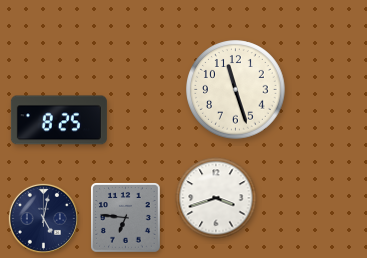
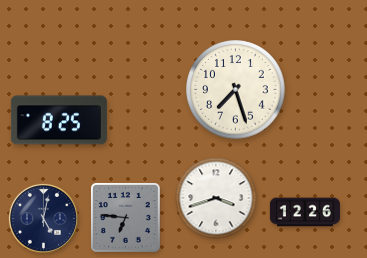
clock at (236, 90): 11:27 -> 7:27
clock at (305, 212): none -> 12:26
